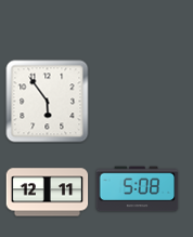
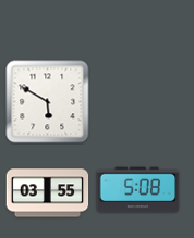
clock at (48, 102): 5:54 -> 5:50
clock at (48, 193): 12:11 -> 03:55
